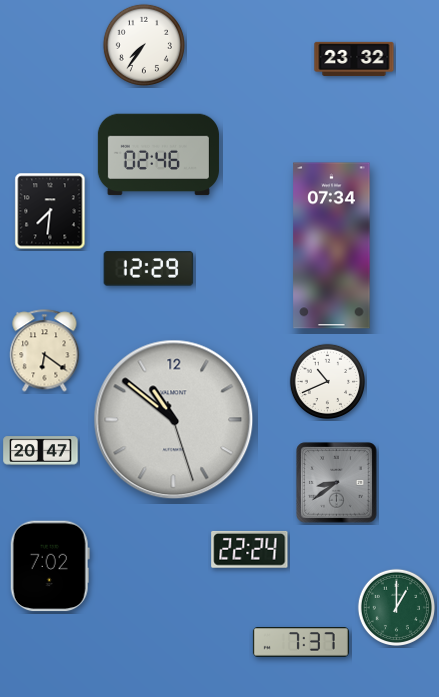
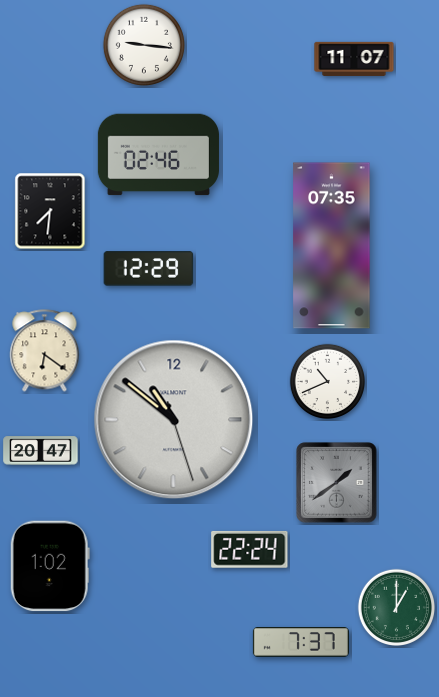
clock at (144, 45): 7:36 -> 9:16
clock at (354, 59): 23:32 -> 11:07
clock at (332, 246): 07:34 -> 07:35
clock at (337, 483): 8:39 -> 1:39
clock at (50, 566): 7:02 -> 1:02
